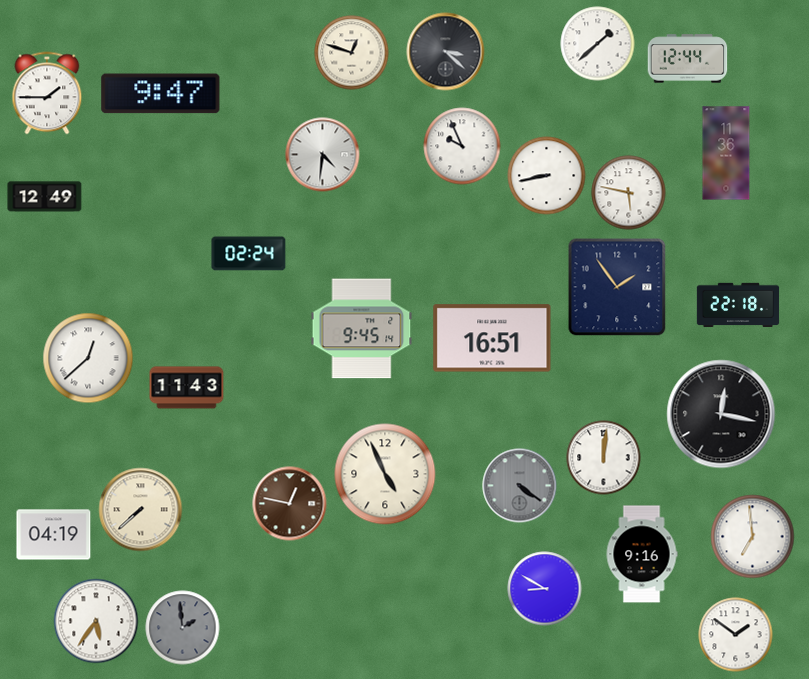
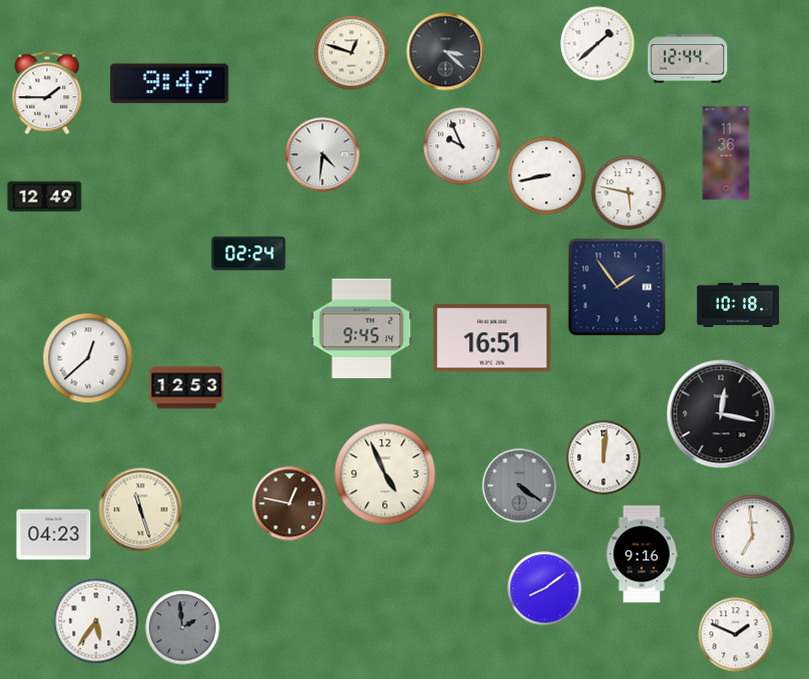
clock at (161, 94) position: (161, 94) -> (170, 84)
clock at (738, 304): 22:18 -> 10:18
clock at (187, 388): 11:43 -> 12:53
clock at (141, 510): 7:38 -> 11:27
clock at (54, 535): 04:19 -> 04:23
clock at (545, 589): 8:50 -> 8:09
clock at (736, 635): 1:51 -> 1:49
